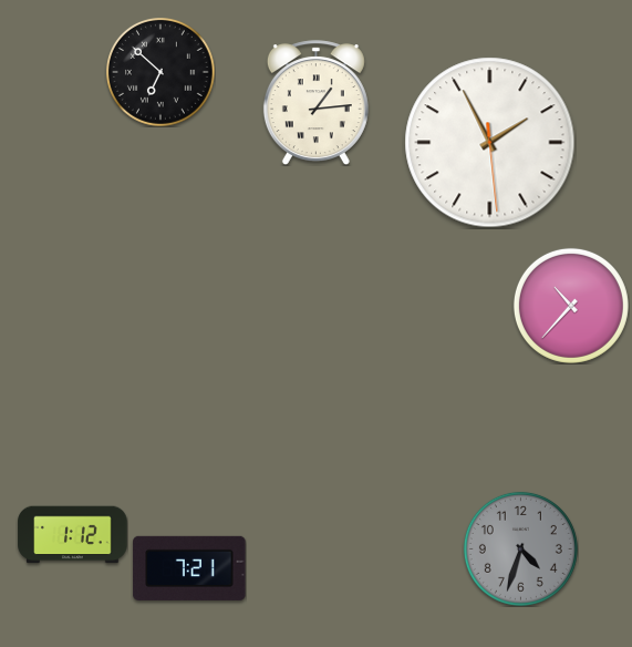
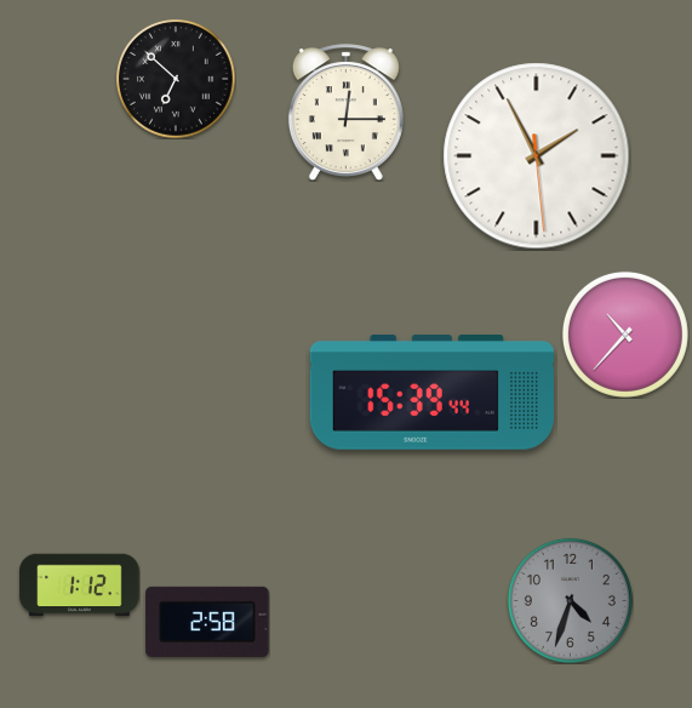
clock at (315, 103): 1:14 -> 12:15
clock at (431, 393): none -> 15:39
clock at (189, 568): 7:21 -> 2:58
